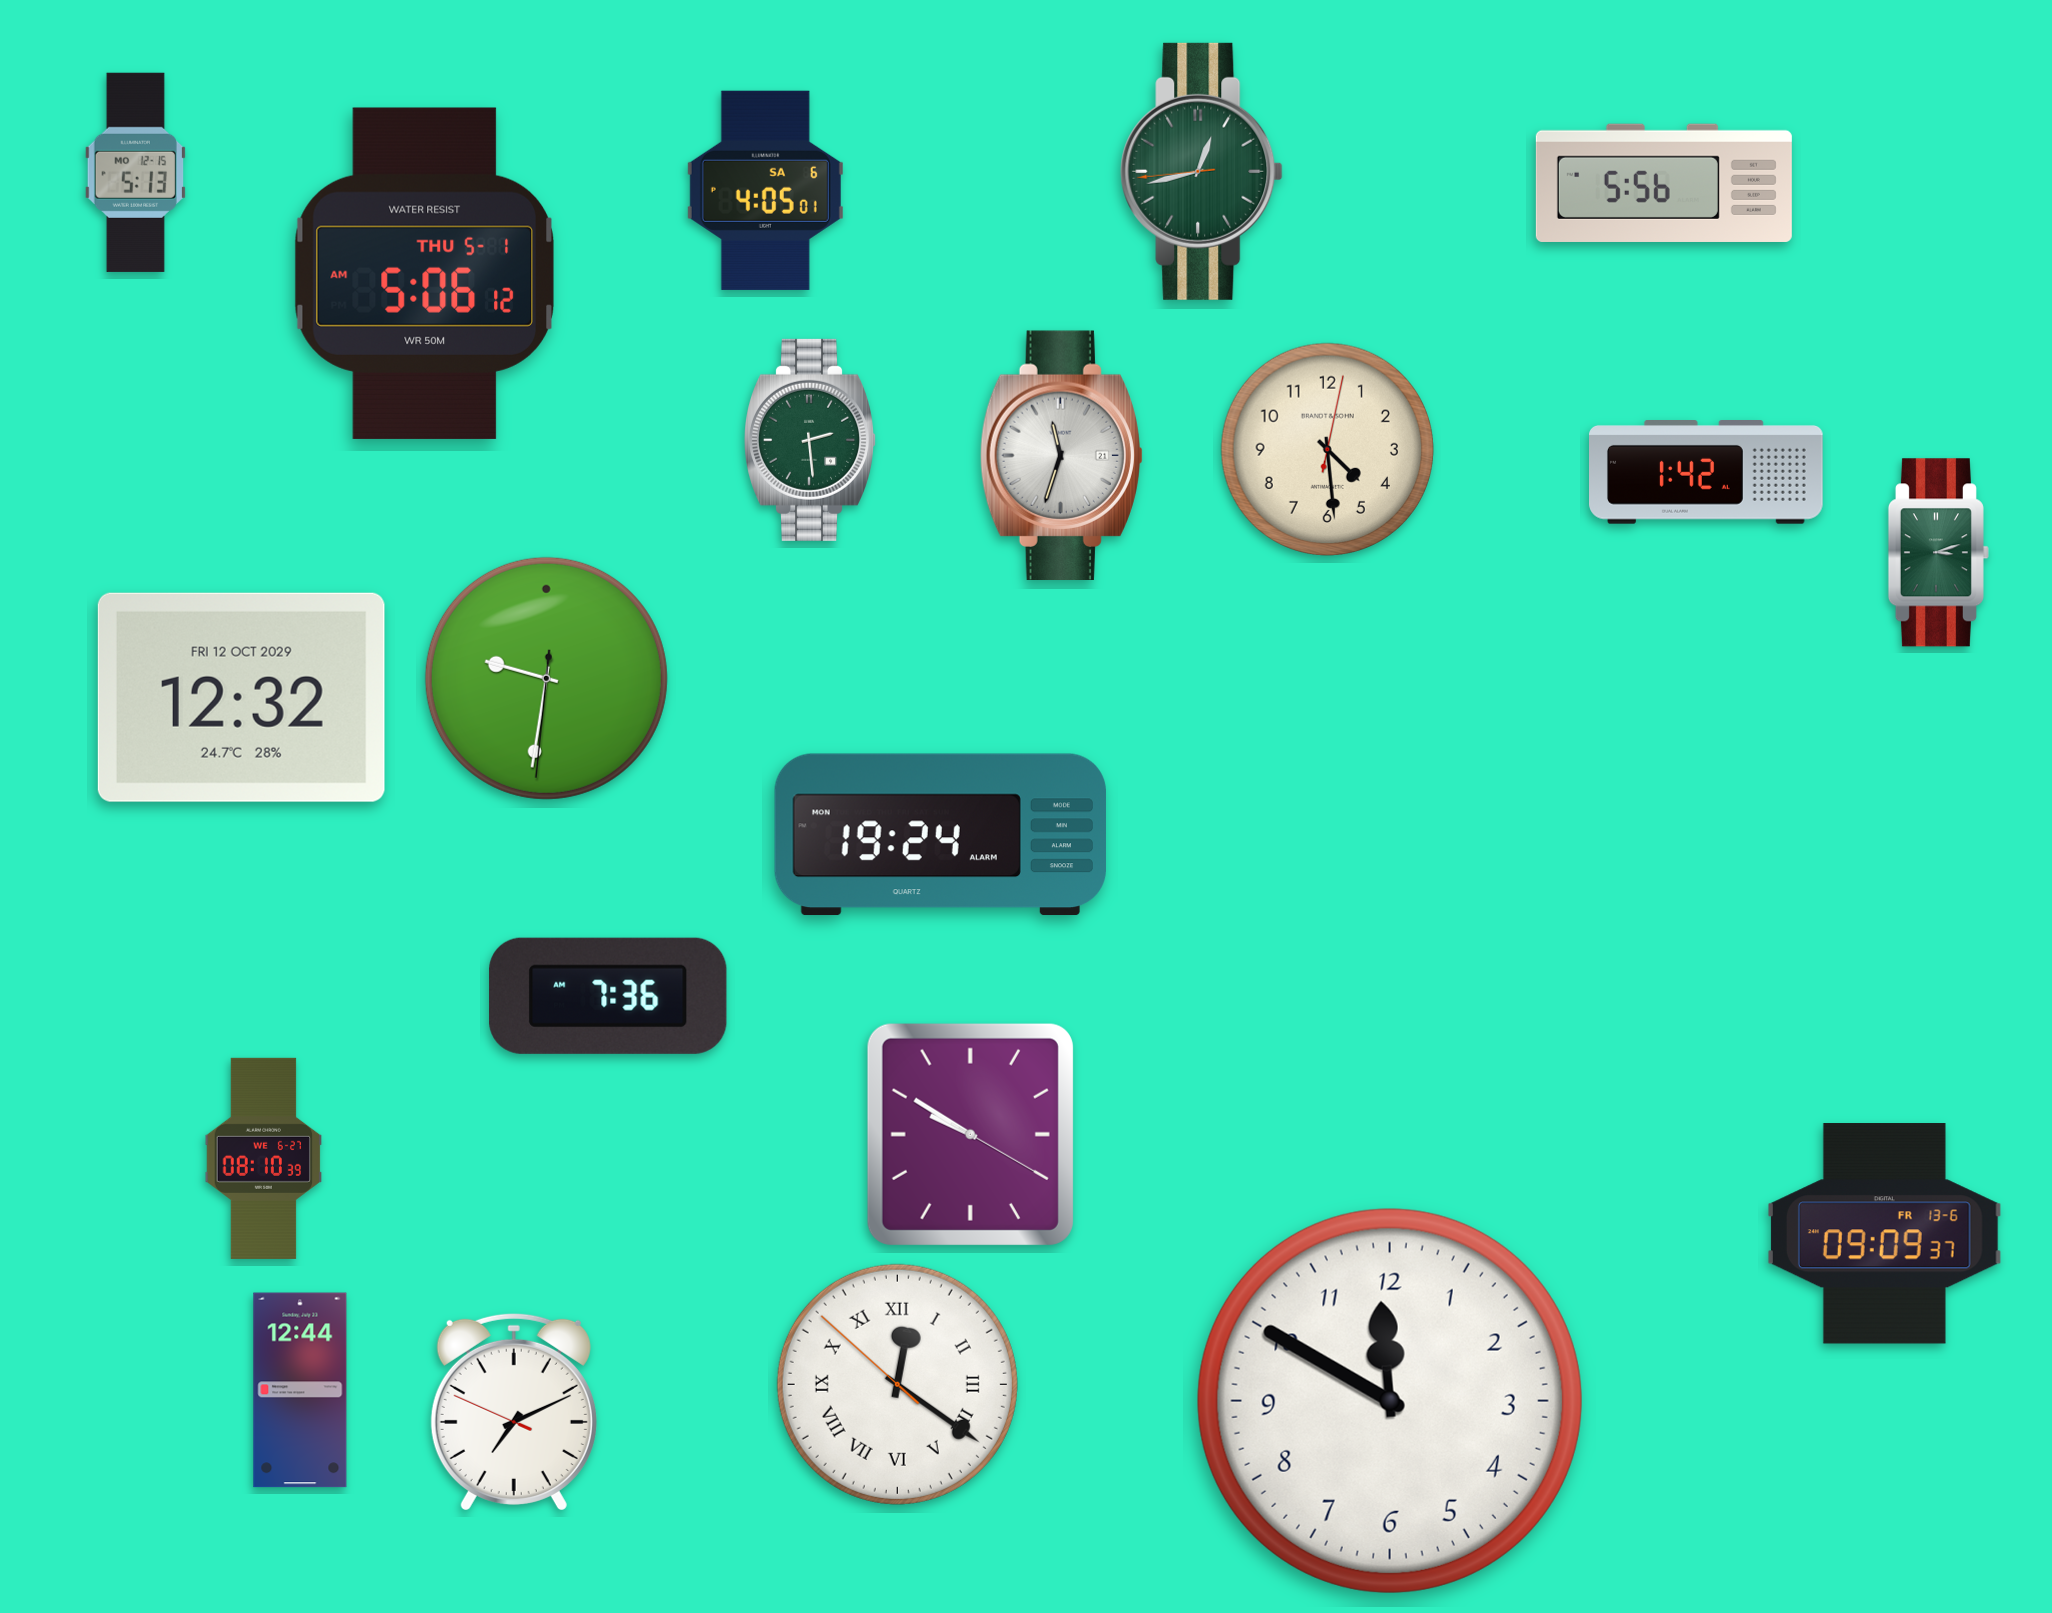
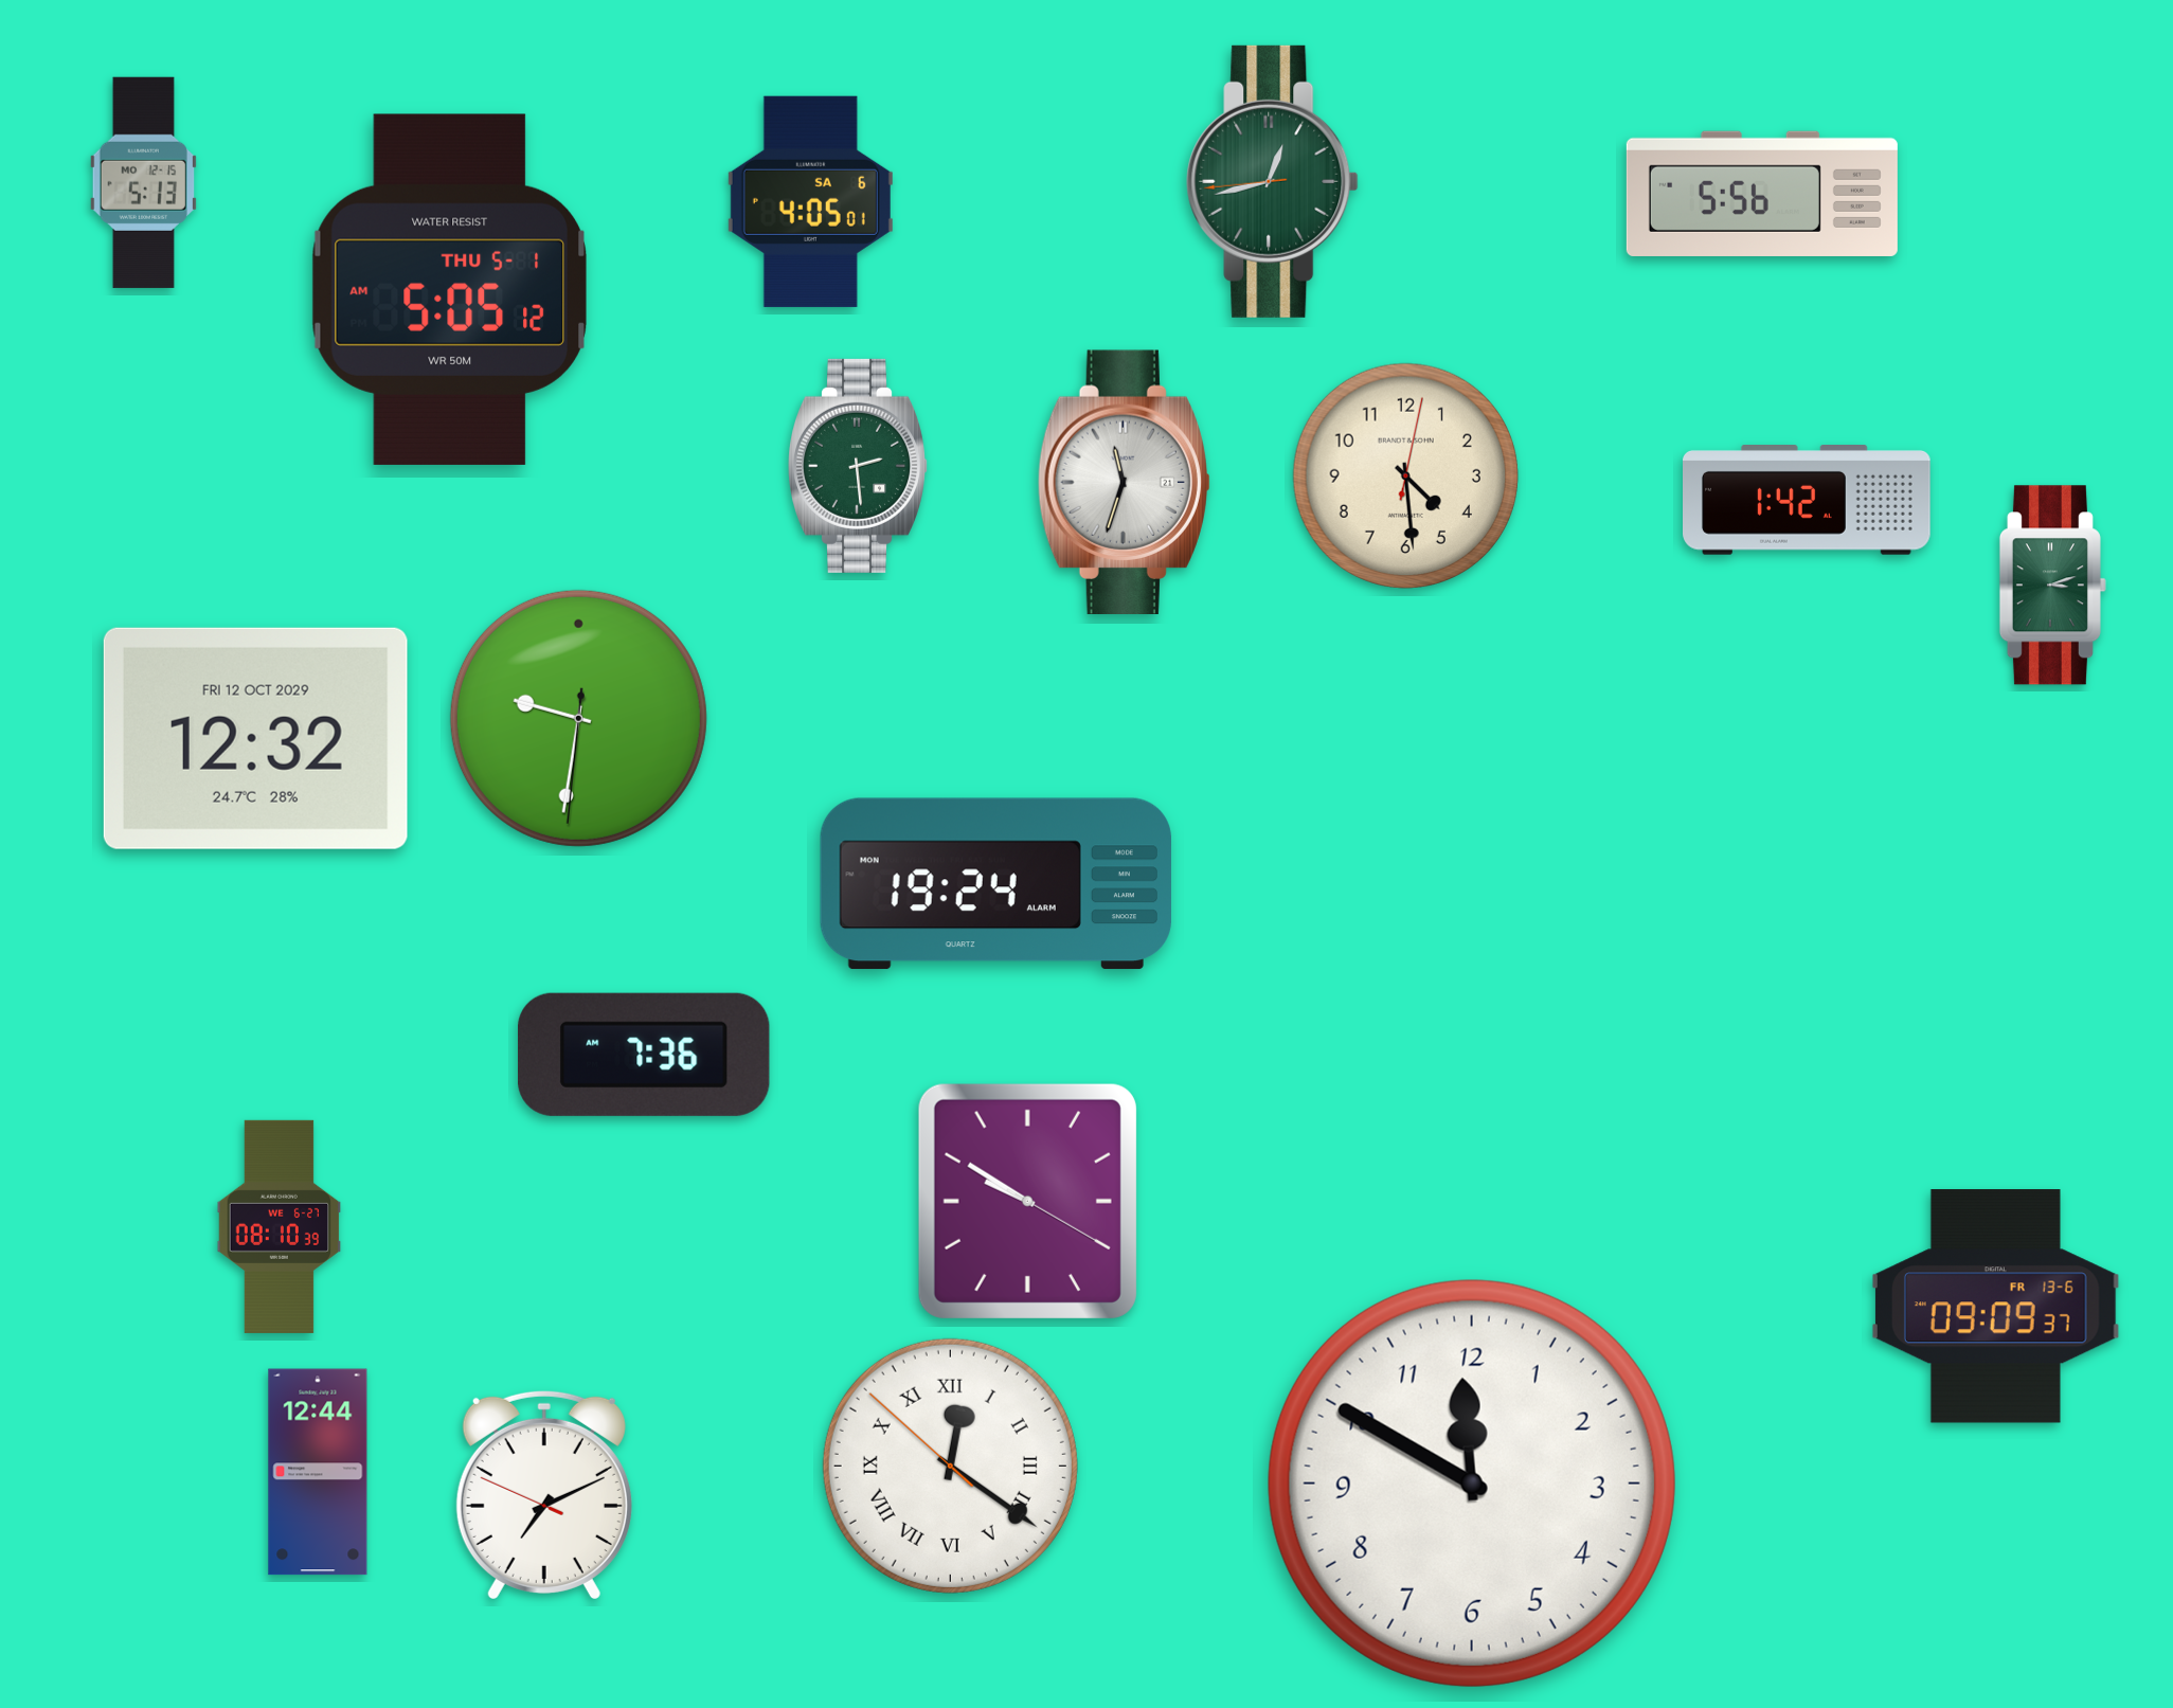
clock at (424, 273): 5:06 -> 5:05
